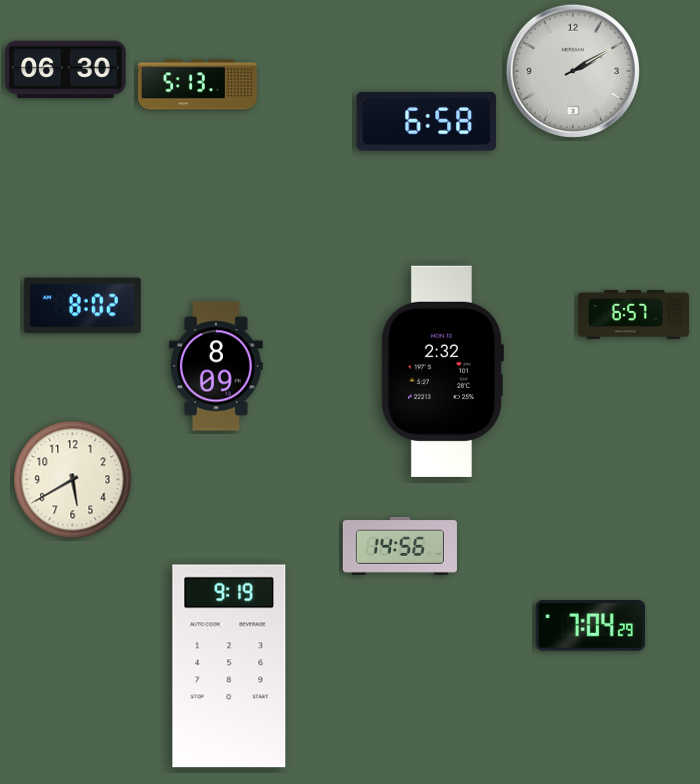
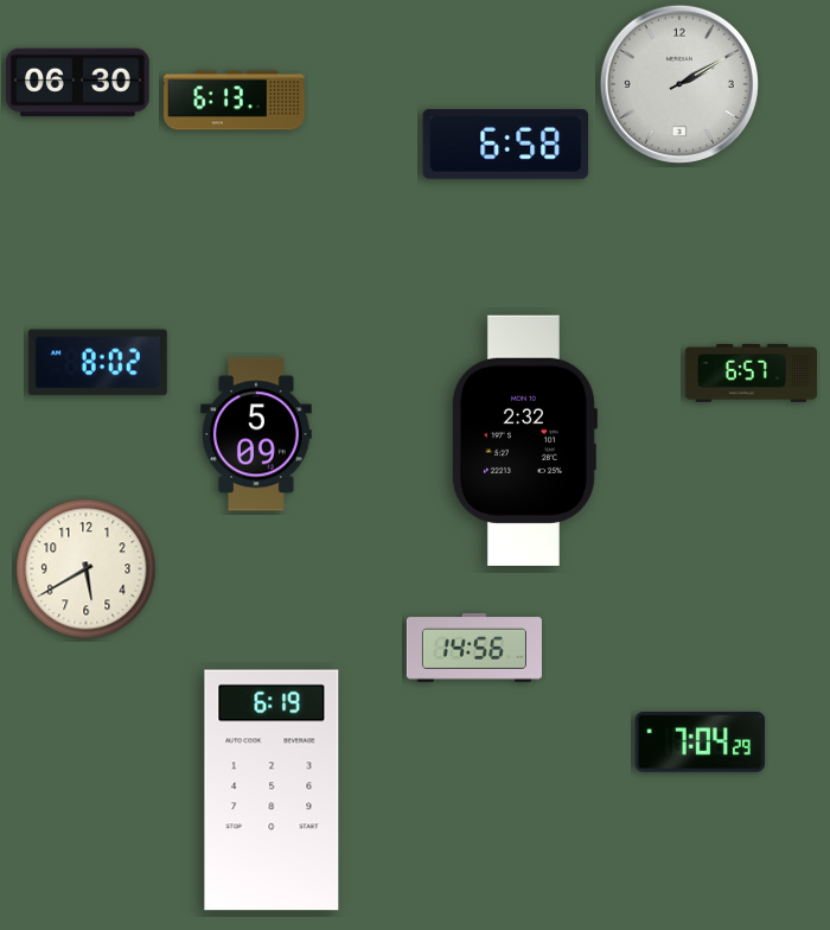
clock at (198, 85): 5:13 -> 6:13
clock at (217, 366): 8:09 -> 5:09
clock at (229, 666): 9:19 -> 6:19
